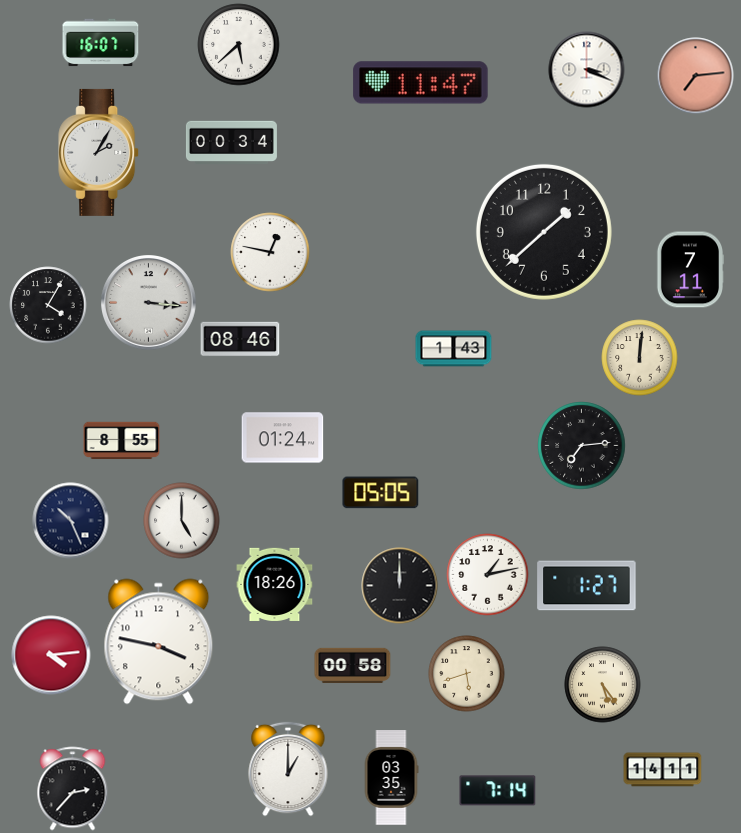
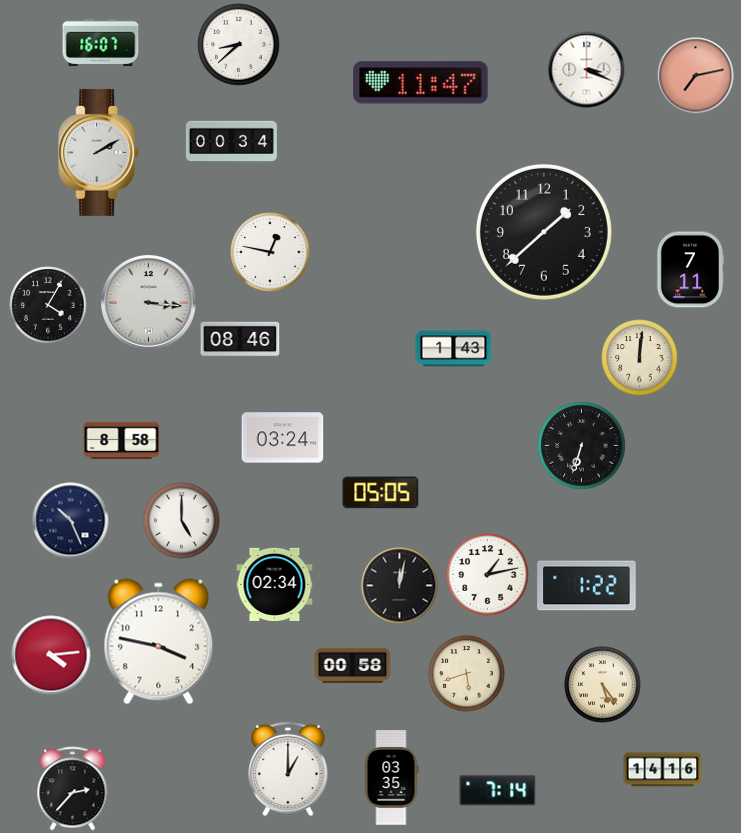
clock at (239, 45): 5:38 -> 8:38
clock at (696, 76): 7:14 -> 7:13
clock at (99, 152): 2:05 -> 2:10
clock at (283, 438): 01:24 -> 03:24
clock at (122, 441): 8:55 -> 8:58
clock at (582, 446): 7:14 -> 6:33
clock at (275, 584): 18:26 -> 02:34
clock at (400, 586): 12:00 -> 12:02
clock at (587, 586): 1:27 -> 1:22
clock at (663, 770): 14:11 -> 14:16
